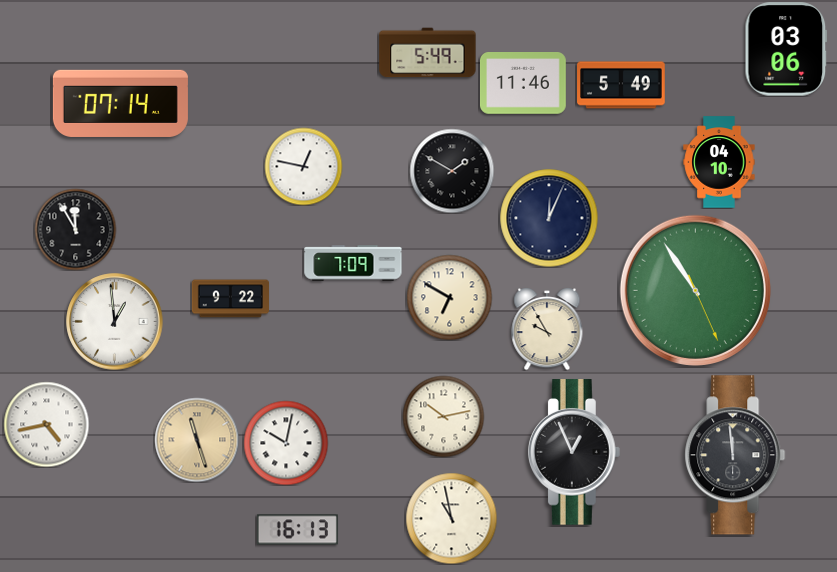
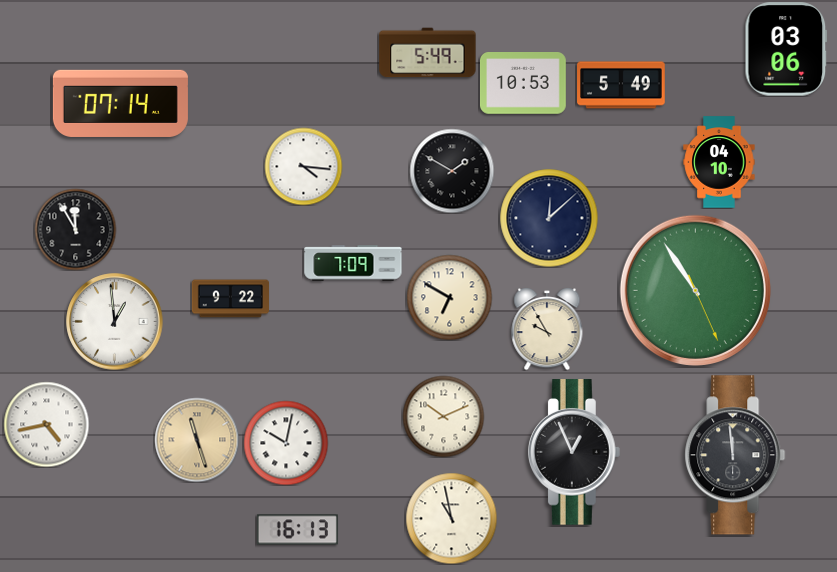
clock at (524, 84): 11:46 -> 10:53
clock at (303, 166): 12:47 -> 4:16
clock at (549, 218): 12:04 -> 12:08
clock at (443, 416): 10:13 -> 10:11
